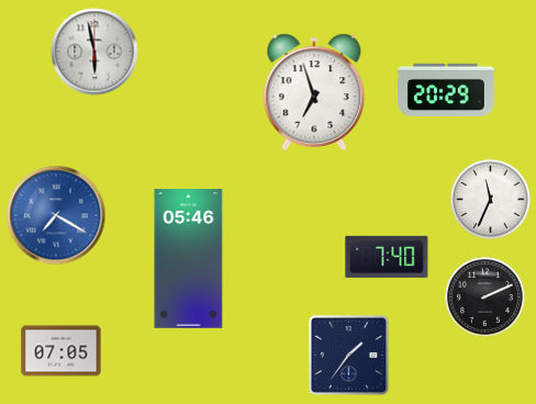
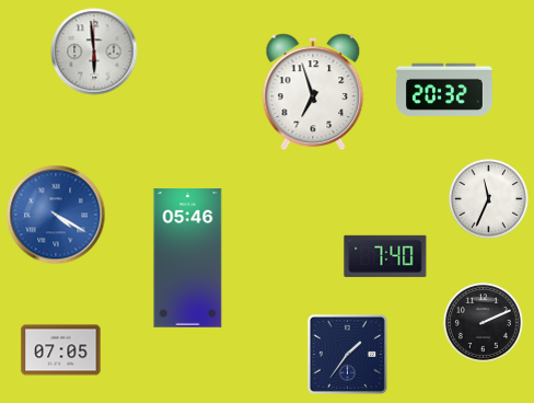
clock at (94, 52): 5:58 -> 5:59
clock at (446, 89): 20:29 -> 20:32
clock at (56, 215): 7:20 -> 4:20
clock at (484, 296) position: (484, 296) -> (483, 322)
